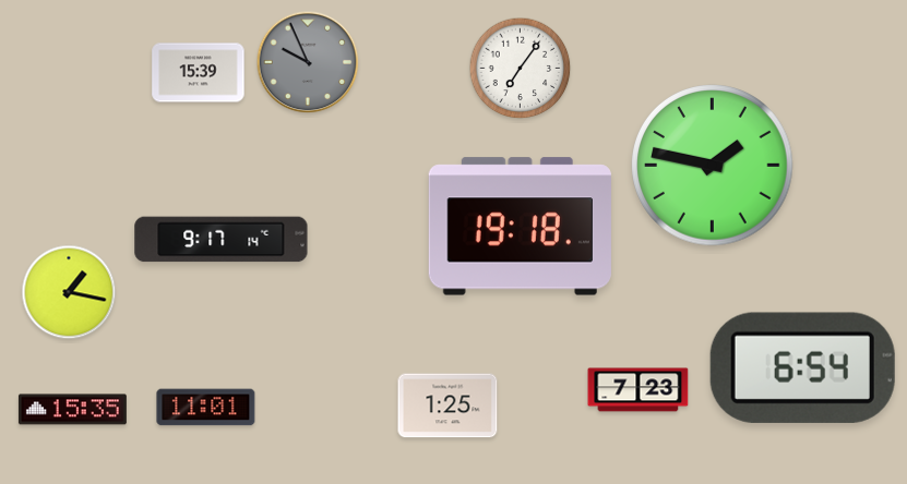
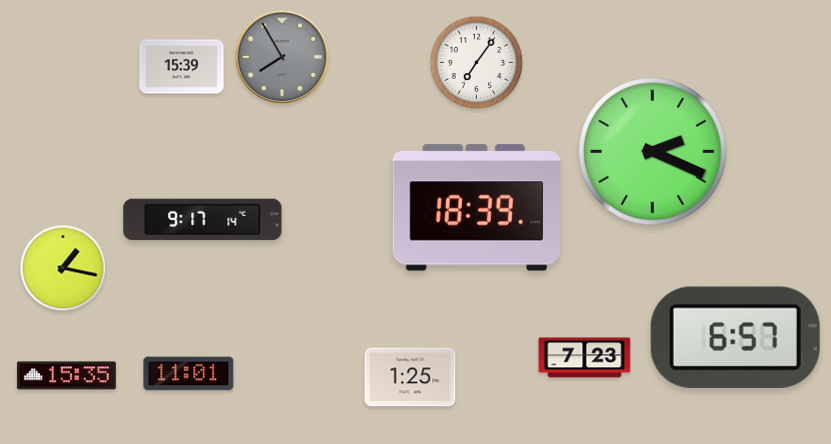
clock at (308, 62): 9:56 -> 7:55
clock at (713, 166): 1:47 -> 2:19
clock at (520, 227): 19:18 -> 18:39
clock at (802, 367): 6:54 -> 6:57
clock at (447, 406) position: (447, 406) -> (410, 377)
